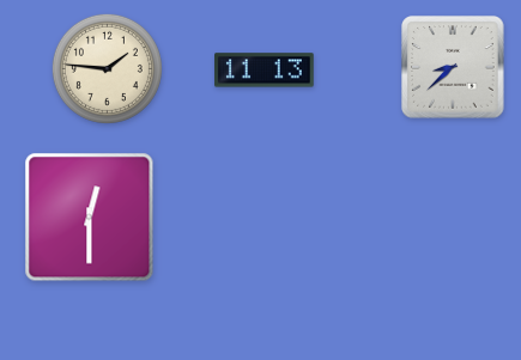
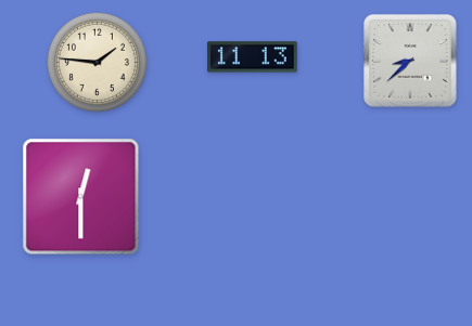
clock at (265, 71) position: (265, 71) -> (253, 57)
